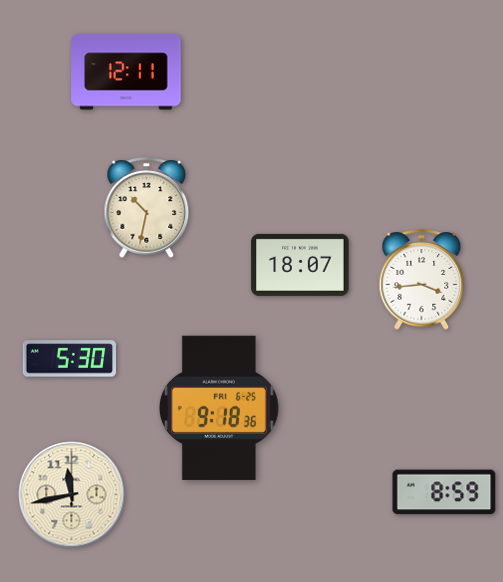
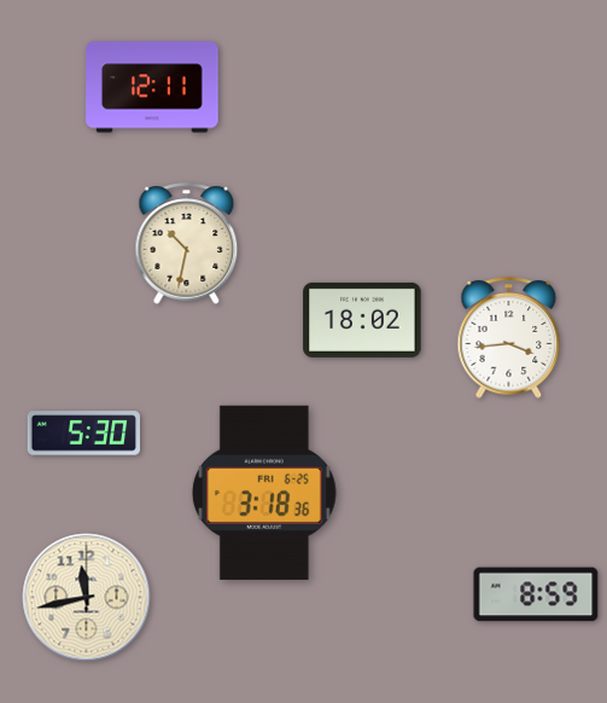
clock at (147, 208) position: (147, 208) -> (187, 244)
clock at (300, 265): 18:07 -> 18:02
clock at (219, 408): 9:18 -> 3:18
